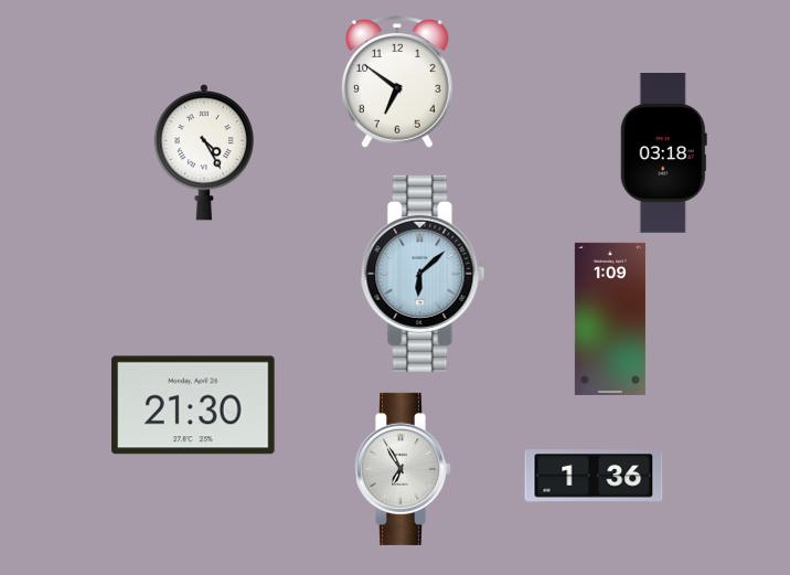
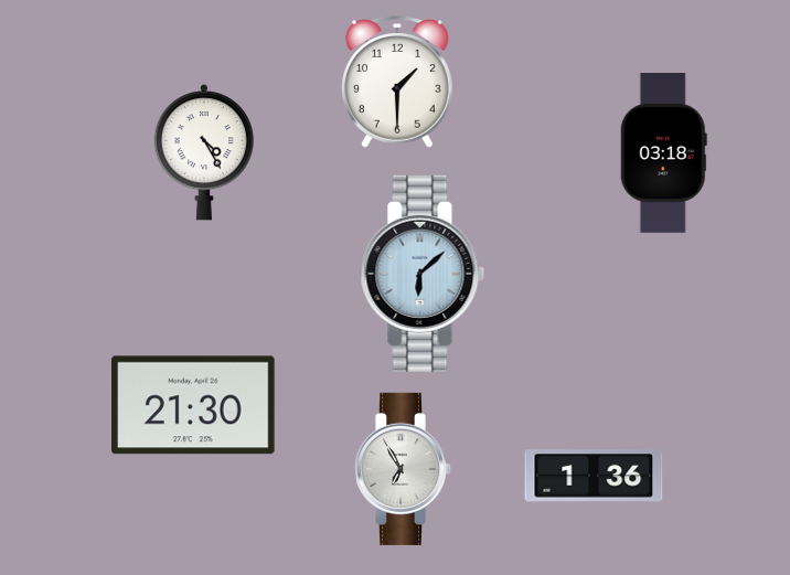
clock at (397, 82): 6:51 -> 1:30
clock at (610, 319): 1:09 -> none
